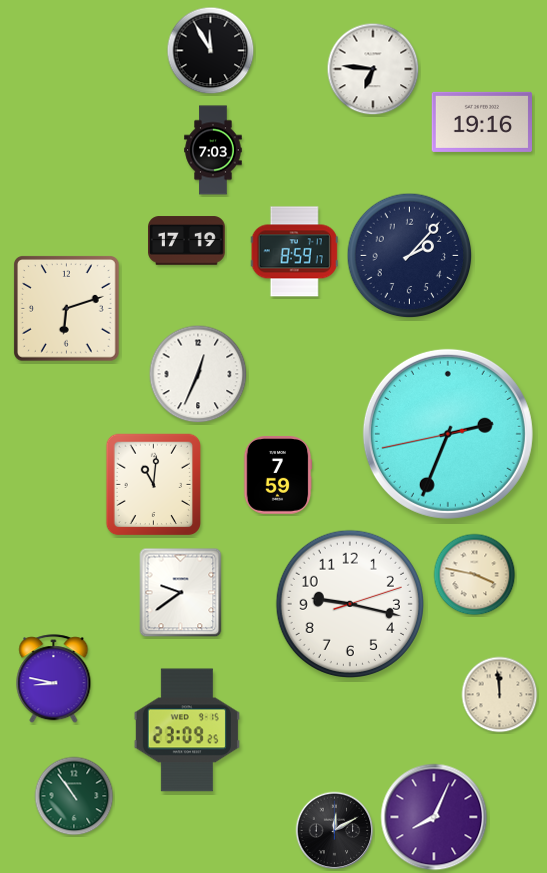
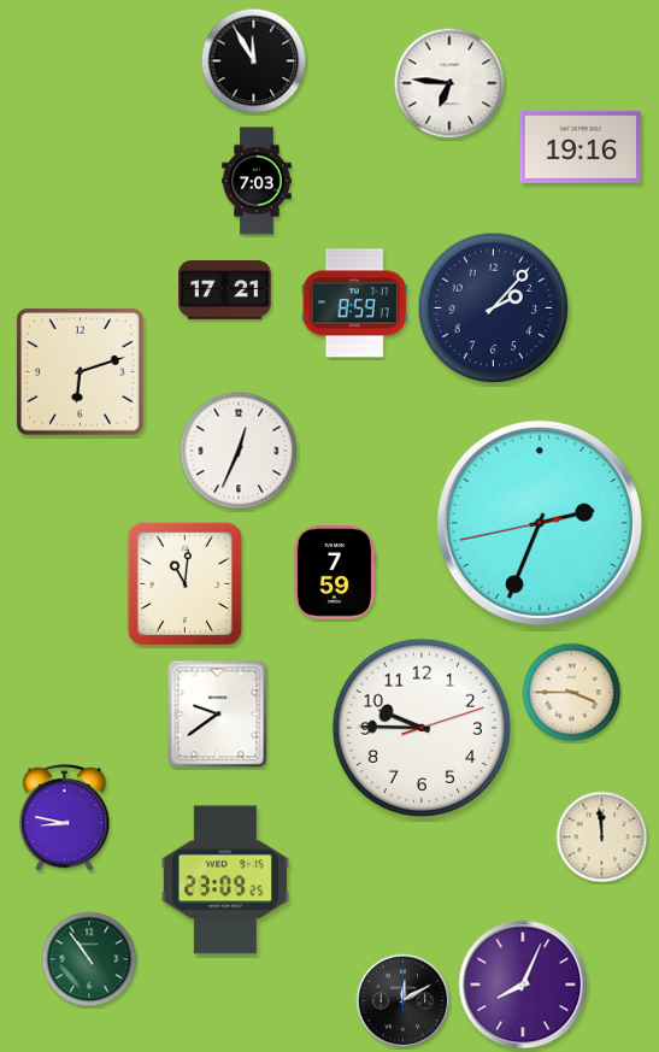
clock at (187, 241): 17:19 -> 17:21
clock at (475, 575): 3:47 -> 3:45
clock at (350, 604): 9:17 -> 9:45
